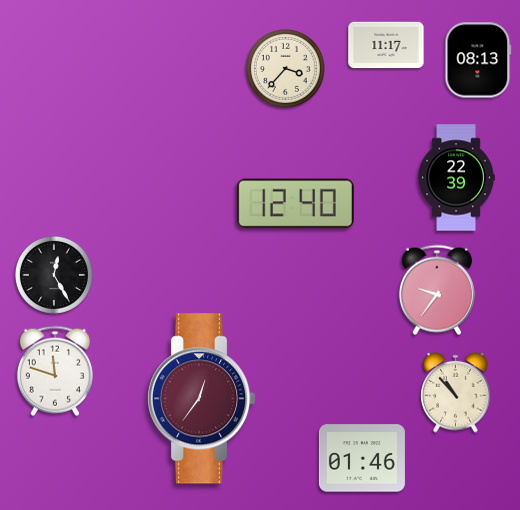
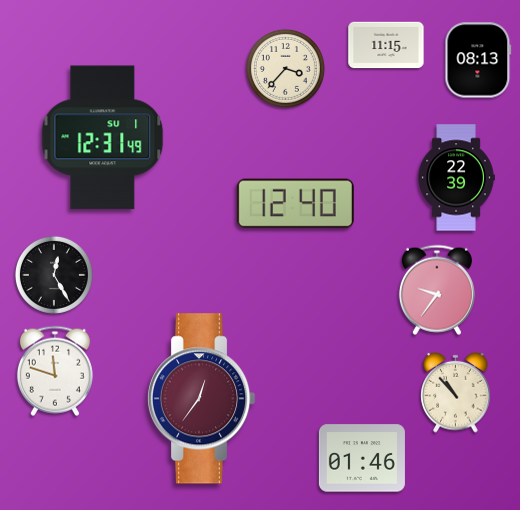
clock at (386, 45): 11:17 -> 11:15
clock at (103, 138): none -> 12:31
